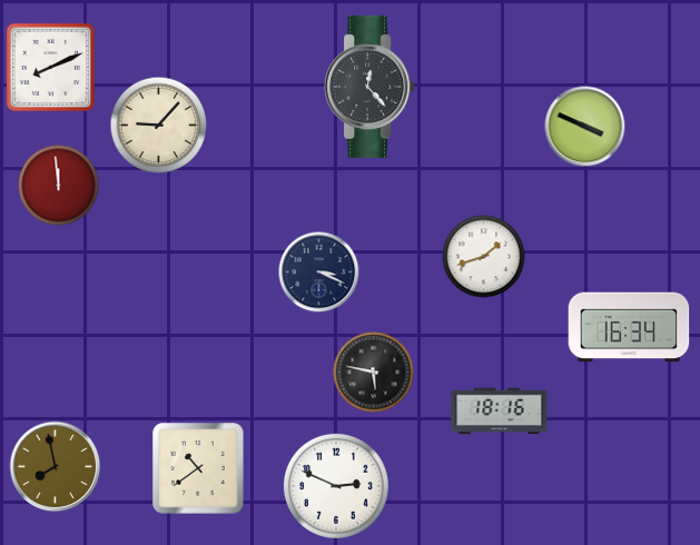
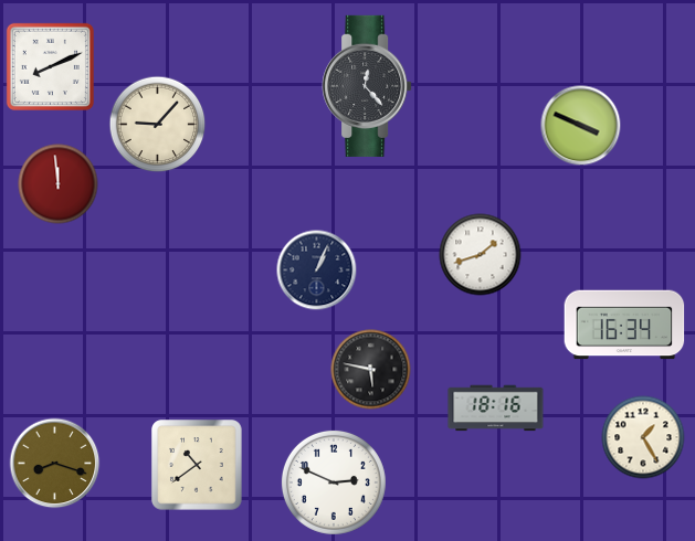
clock at (319, 272): 3:19 -> 1:04
clock at (643, 437): none -> 1:25
clock at (56, 467): 7:58 -> 8:18
